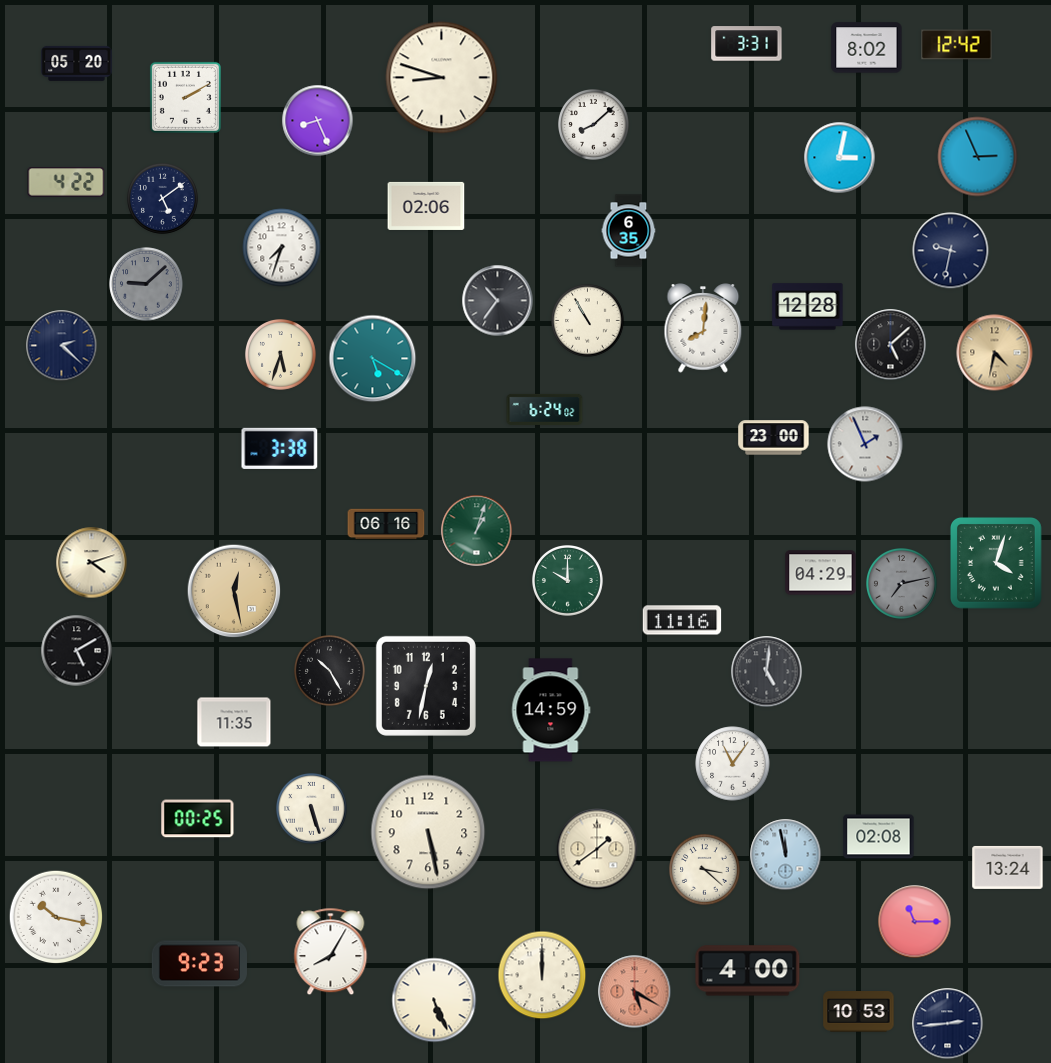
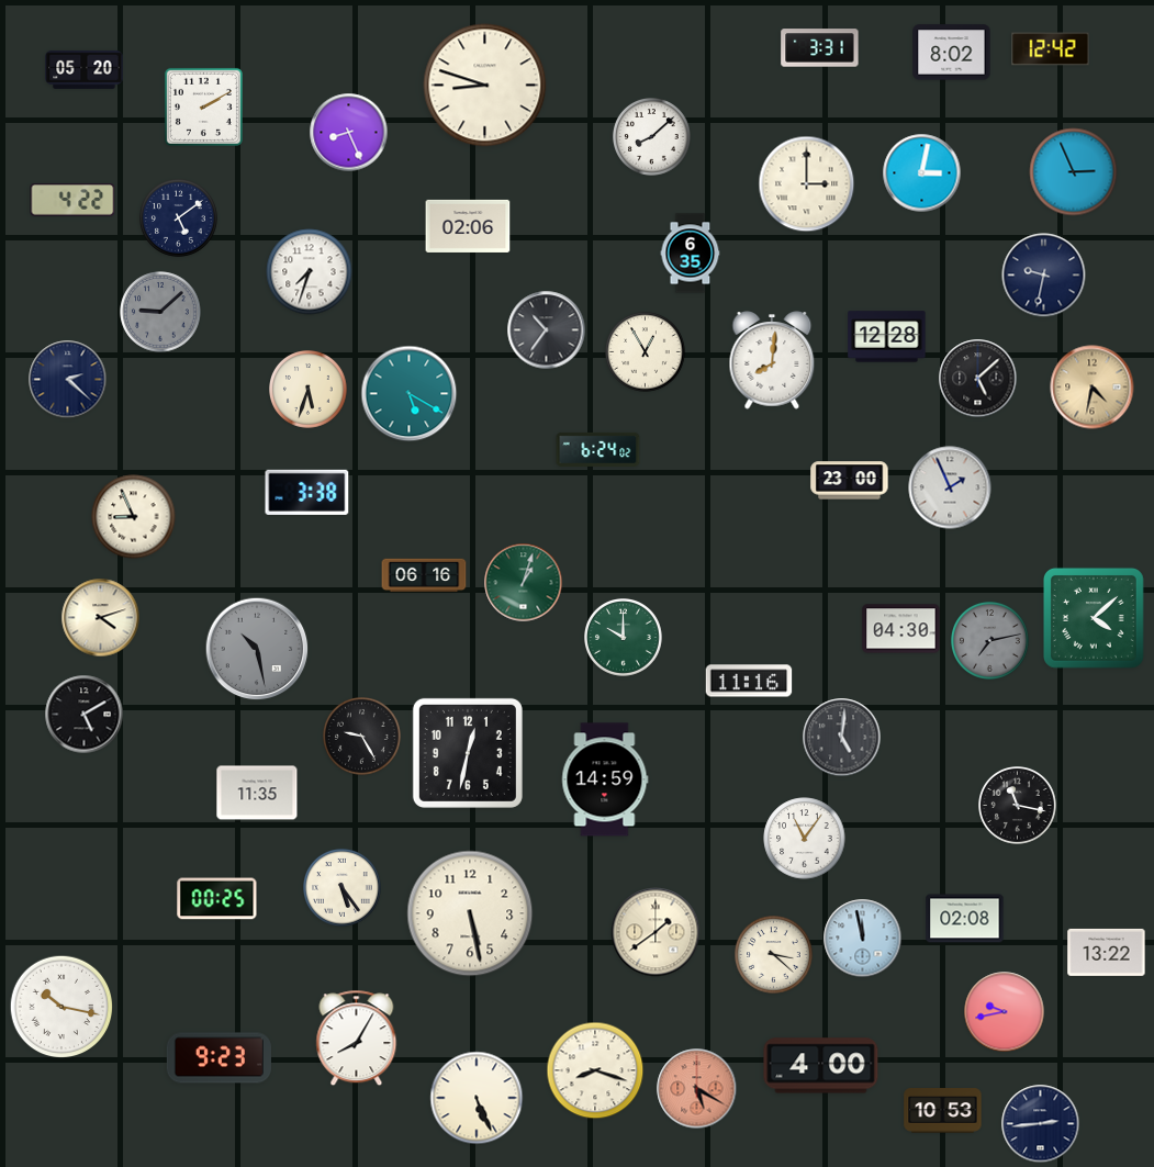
clock at (807, 184): none -> 3:00
clock at (588, 321): 10:55 -> 12:55
clock at (134, 517): none -> 8:56
clock at (996, 563): 4:03 -> 4:08
clock at (821, 573): 04:29 -> 04:30
clock at (234, 591): 12:28 -> 10:28
clock at (234, 591) dial: champagne -> grey
clock at (330, 671): 10:25 -> 9:25
clock at (1018, 806): none -> 11:17
clock at (312, 809): 5:27 -> 5:24
clock at (1008, 867): 13:24 -> 13:22
clock at (915, 922): 11:15 -> 9:43
clock at (331, 952) position: (331, 952) -> (357, 1039)
clock at (542, 975): 12:00 -> 8:18
